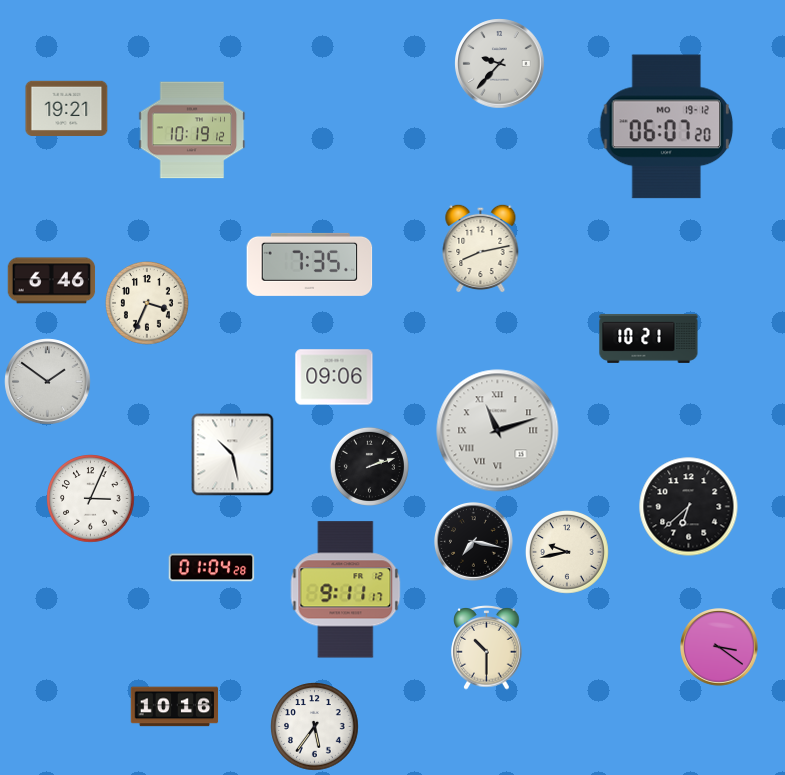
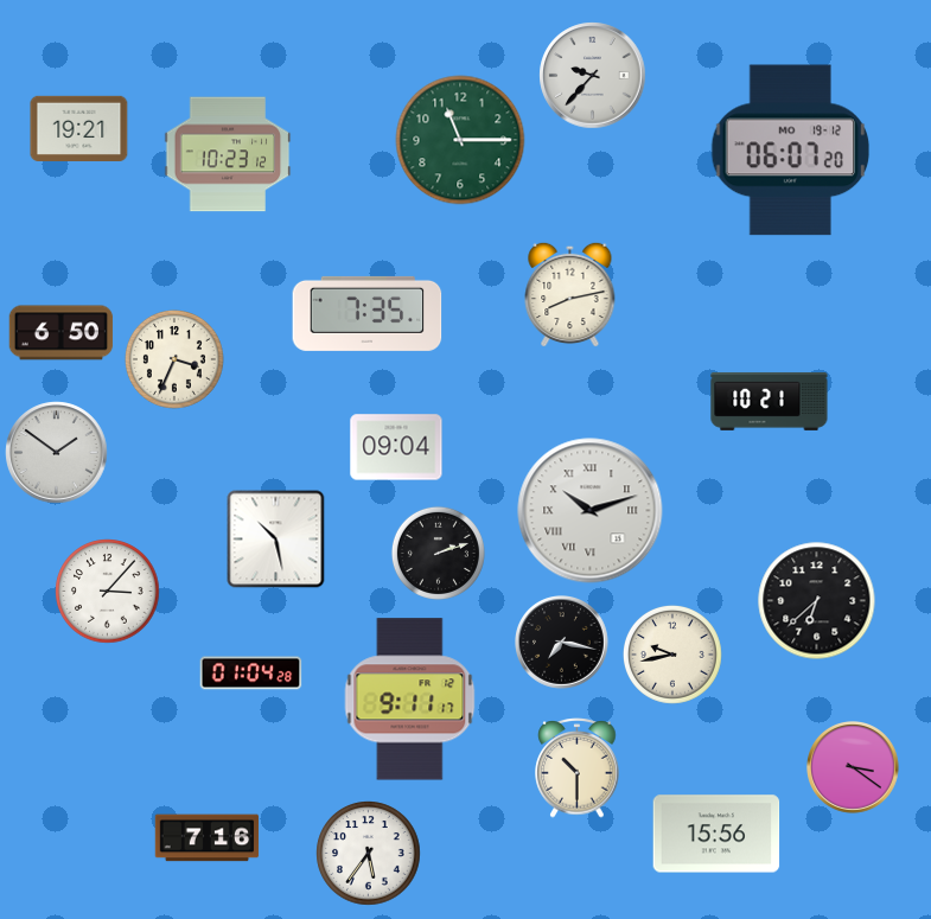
clock at (460, 140): none -> 11:15
clock at (192, 130): 10:19 -> 10:23
clock at (52, 281): 6:46 -> 6:50
clock at (334, 377): 09:06 -> 09:04
clock at (498, 431): 11:12 -> 10:12
clock at (91, 499): 3:04 -> 3:07
clock at (716, 834): none -> 15:56
clock at (175, 707): 10:16 -> 7:16
clock at (315, 727) position: (315, 727) -> (369, 854)
